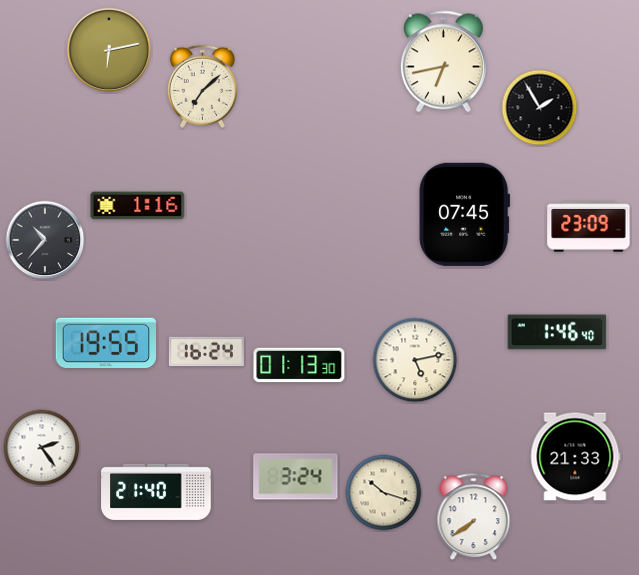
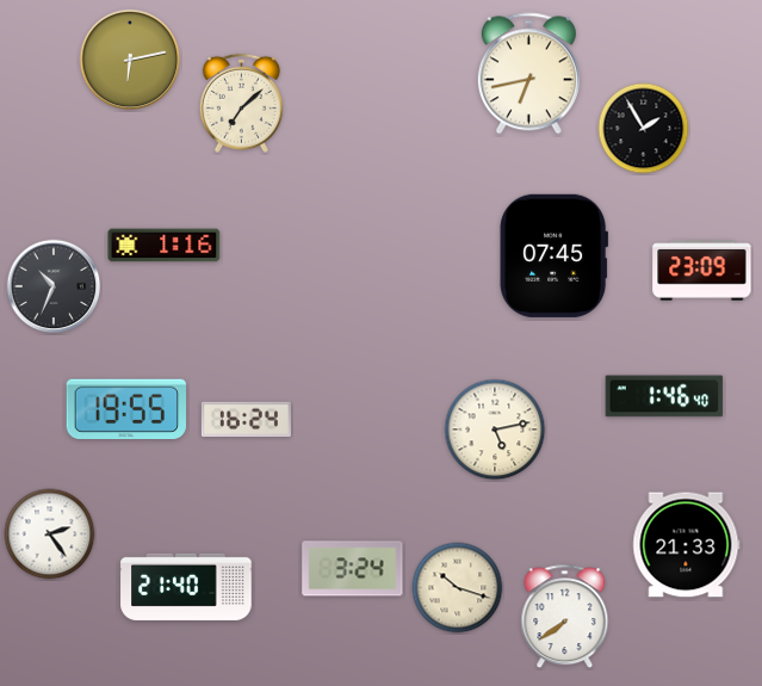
clock at (45, 240): 10:37 -> 10:34
clock at (299, 365): 01:13 -> none
